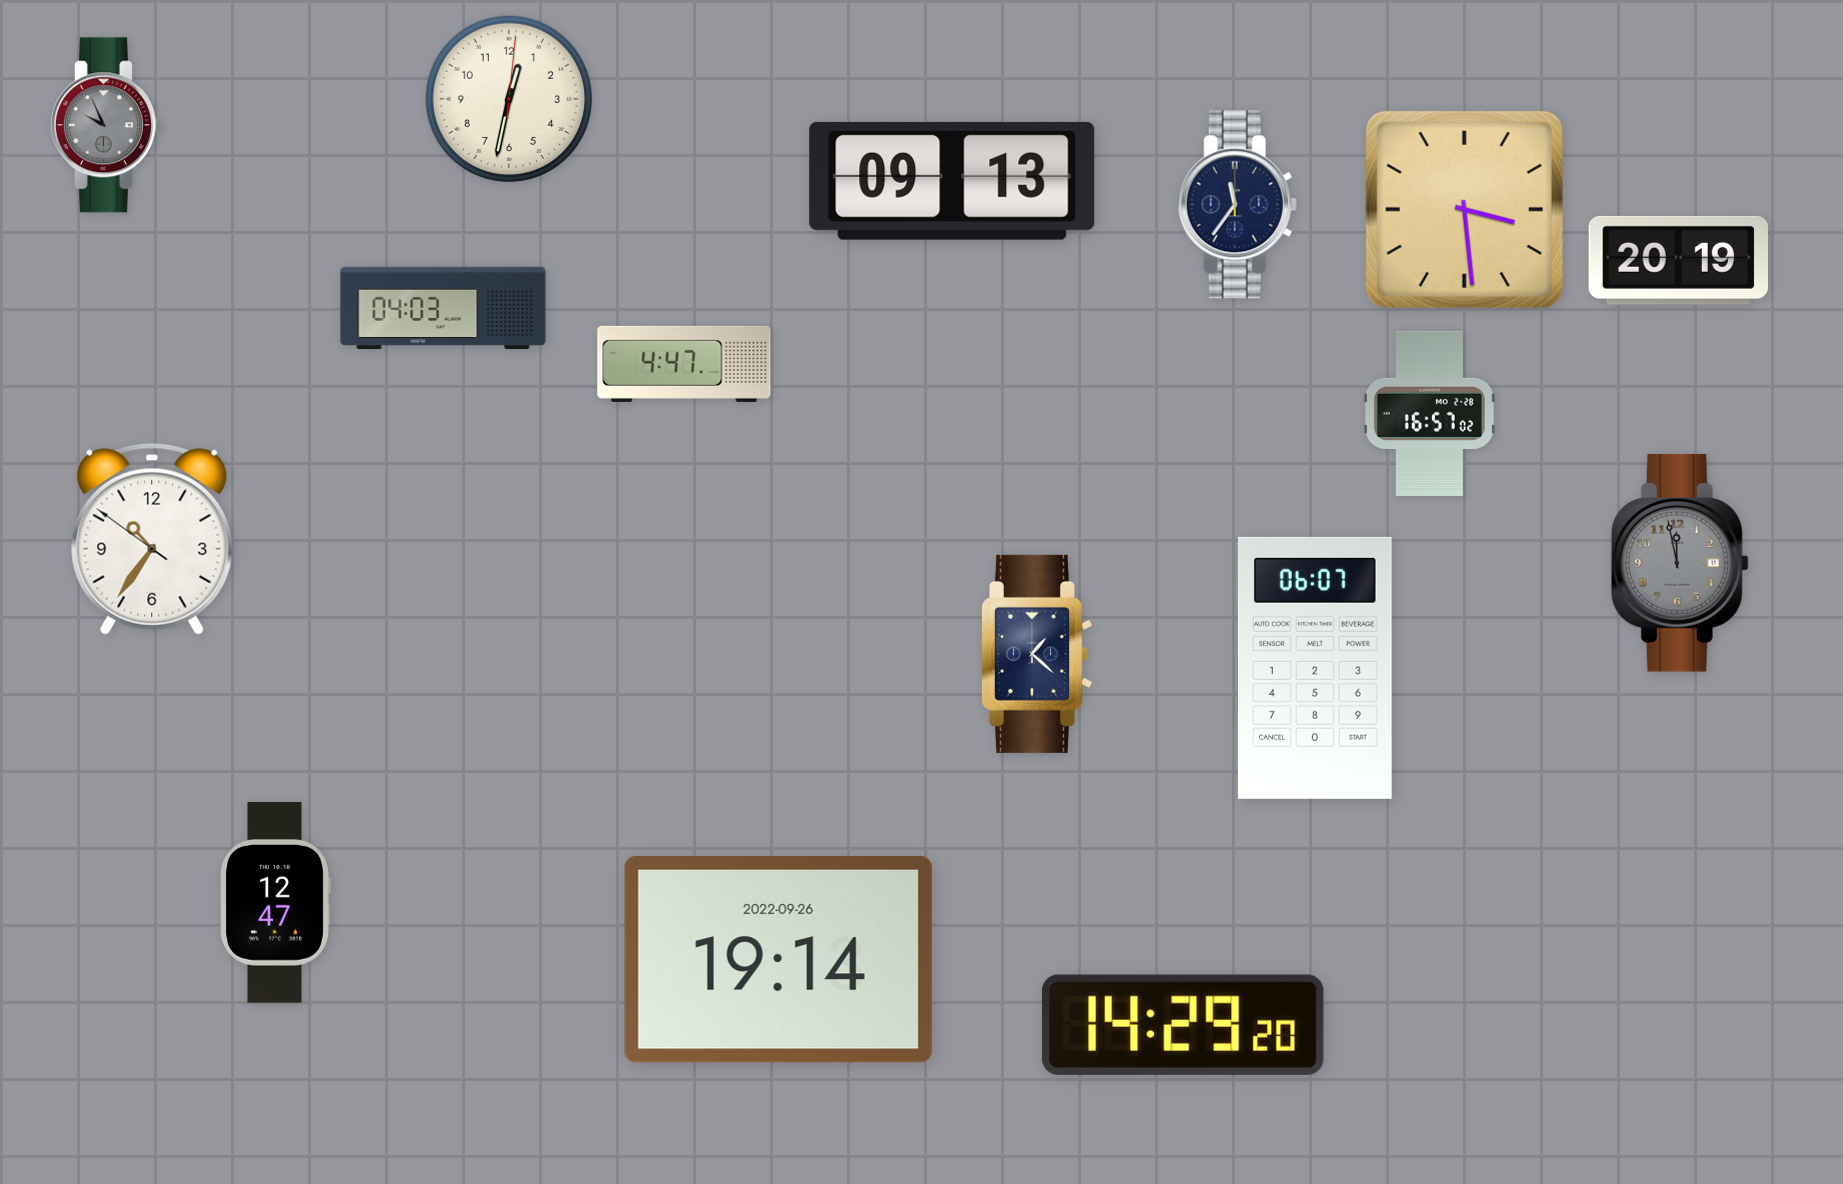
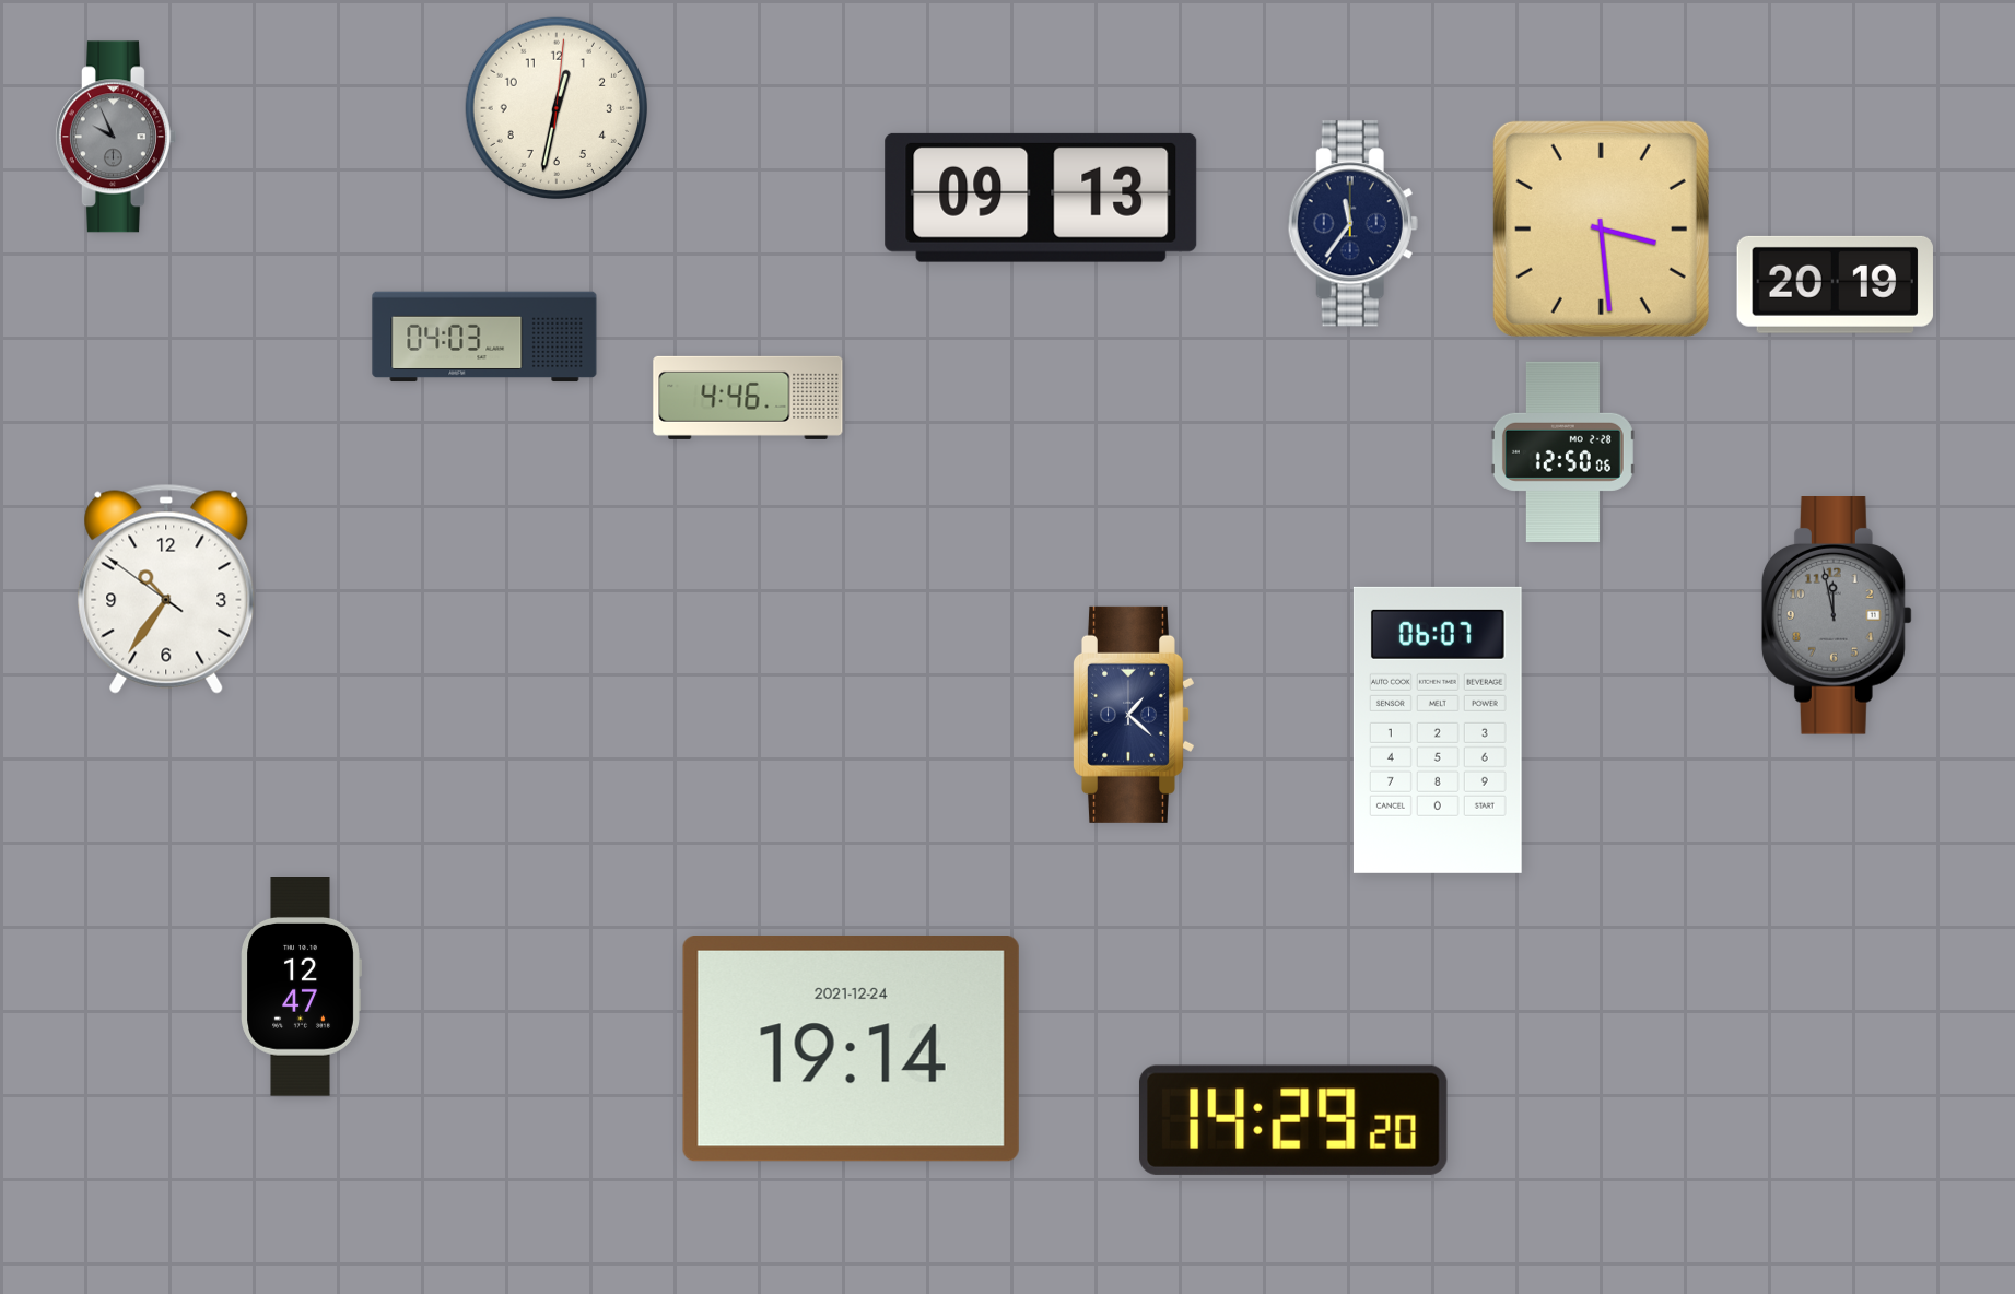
clock at (684, 364): 4:47 -> 4:46
clock at (1429, 413): 16:57 -> 12:50
clock at (778, 959) date: 2022-09-26 -> 2021-12-24
